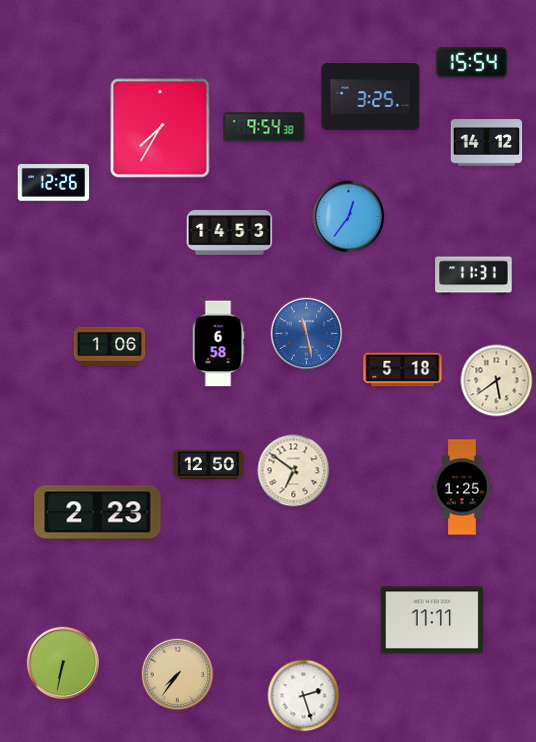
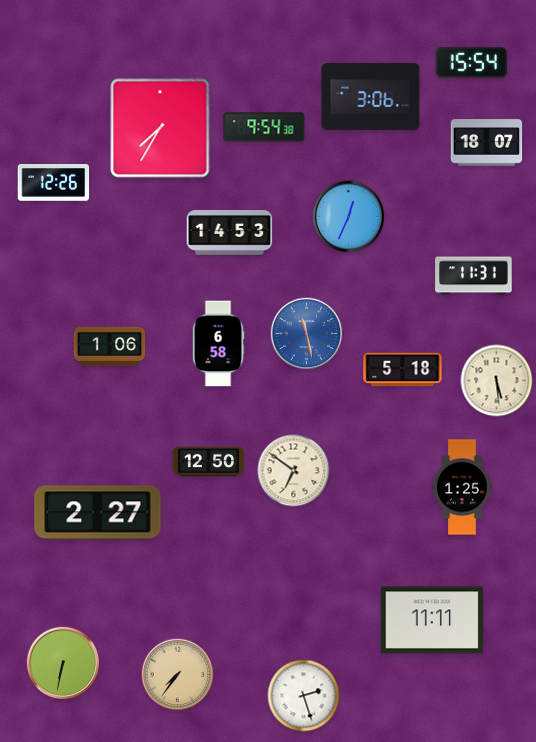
clock at (371, 97): 3:25 -> 3:06
clock at (487, 143): 14:12 -> 18:07
clock at (349, 217): 12:36 -> 12:34
clock at (497, 381): 5:39 -> 5:29
clock at (209, 465) position: (209, 465) -> (209, 462)
clock at (98, 513): 2:23 -> 2:27
